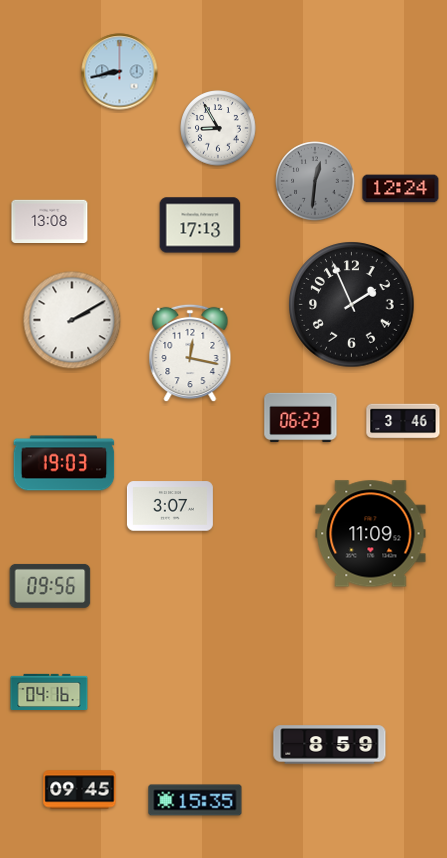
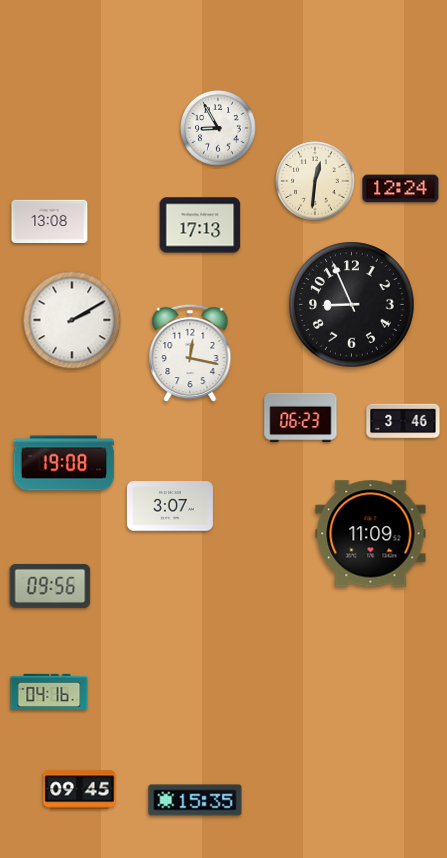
clock at (120, 72): 8:43 -> none
clock at (315, 181) dial: grey -> cream
clock at (352, 305): 1:56 -> 8:56
clock at (64, 463): 19:03 -> 19:08
clock at (330, 745): 8:59 -> none
